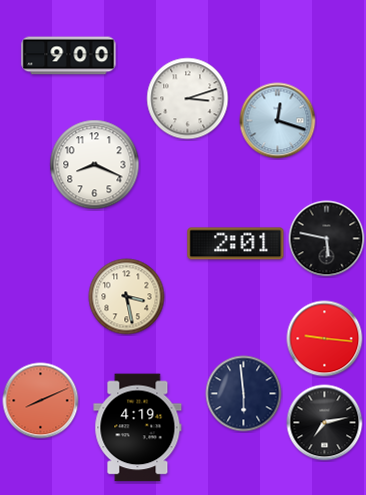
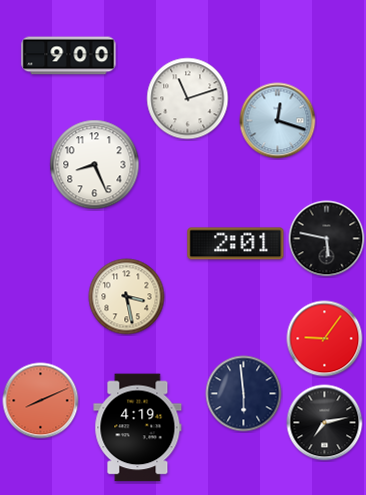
clock at (188, 99): 3:12 -> 11:12
clock at (95, 165): 8:19 -> 8:26
clock at (325, 339): 9:16 -> 9:06
